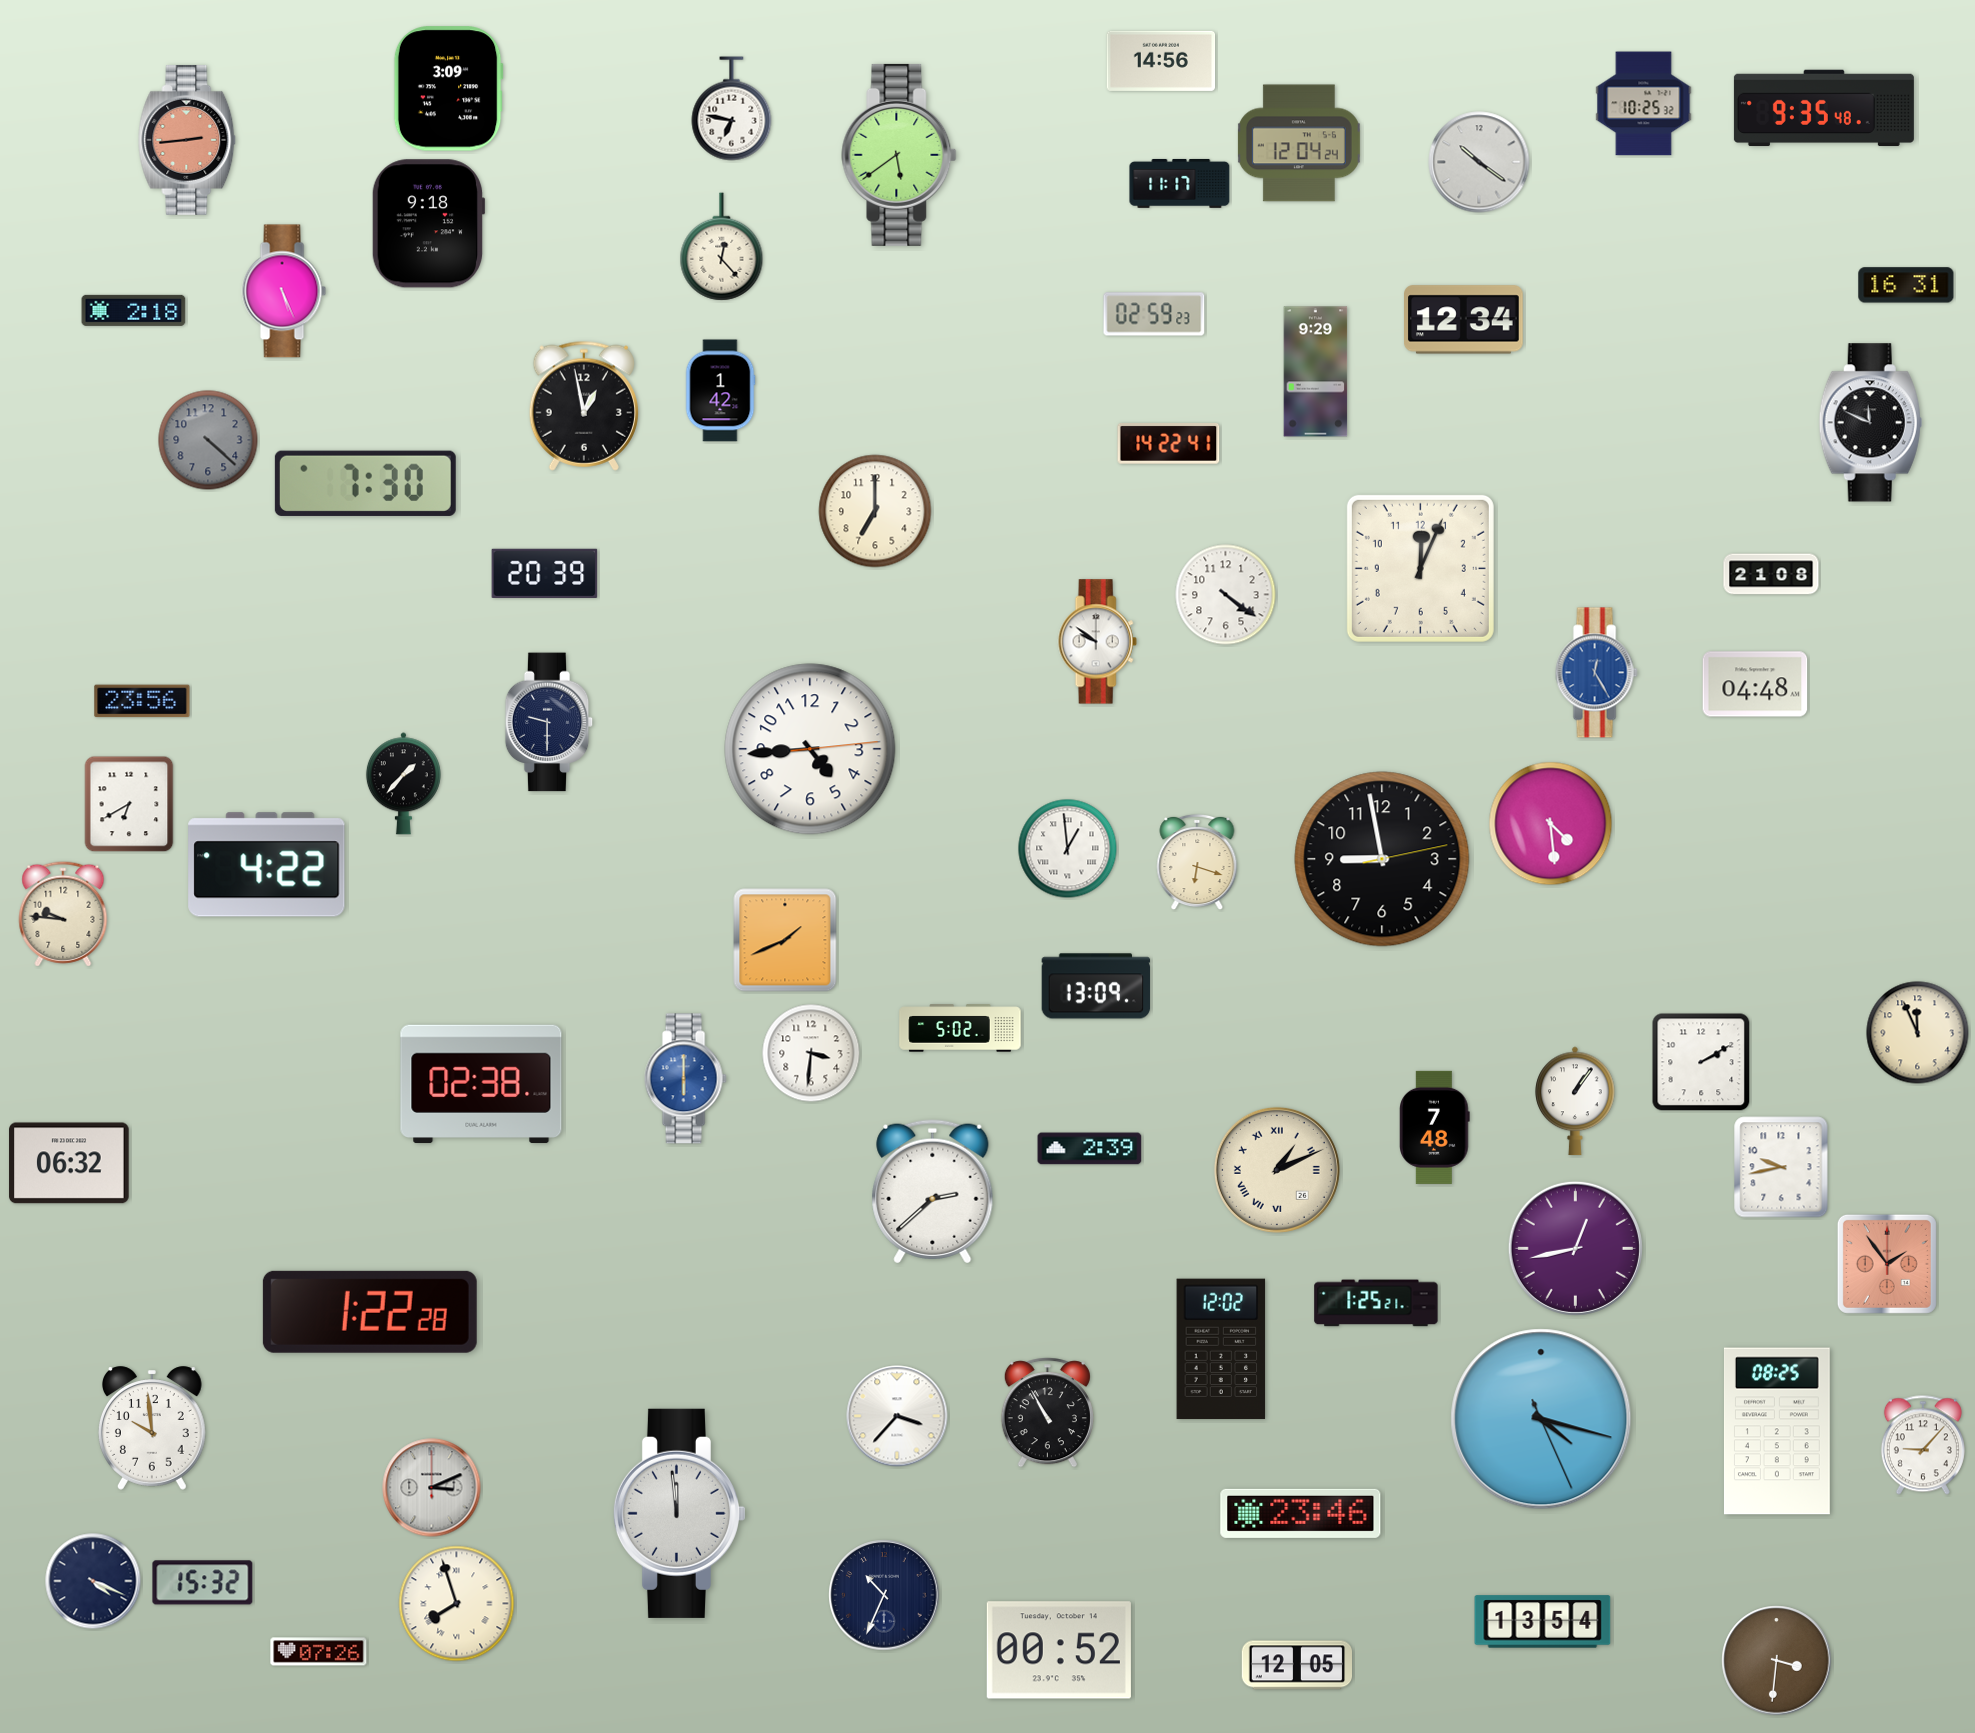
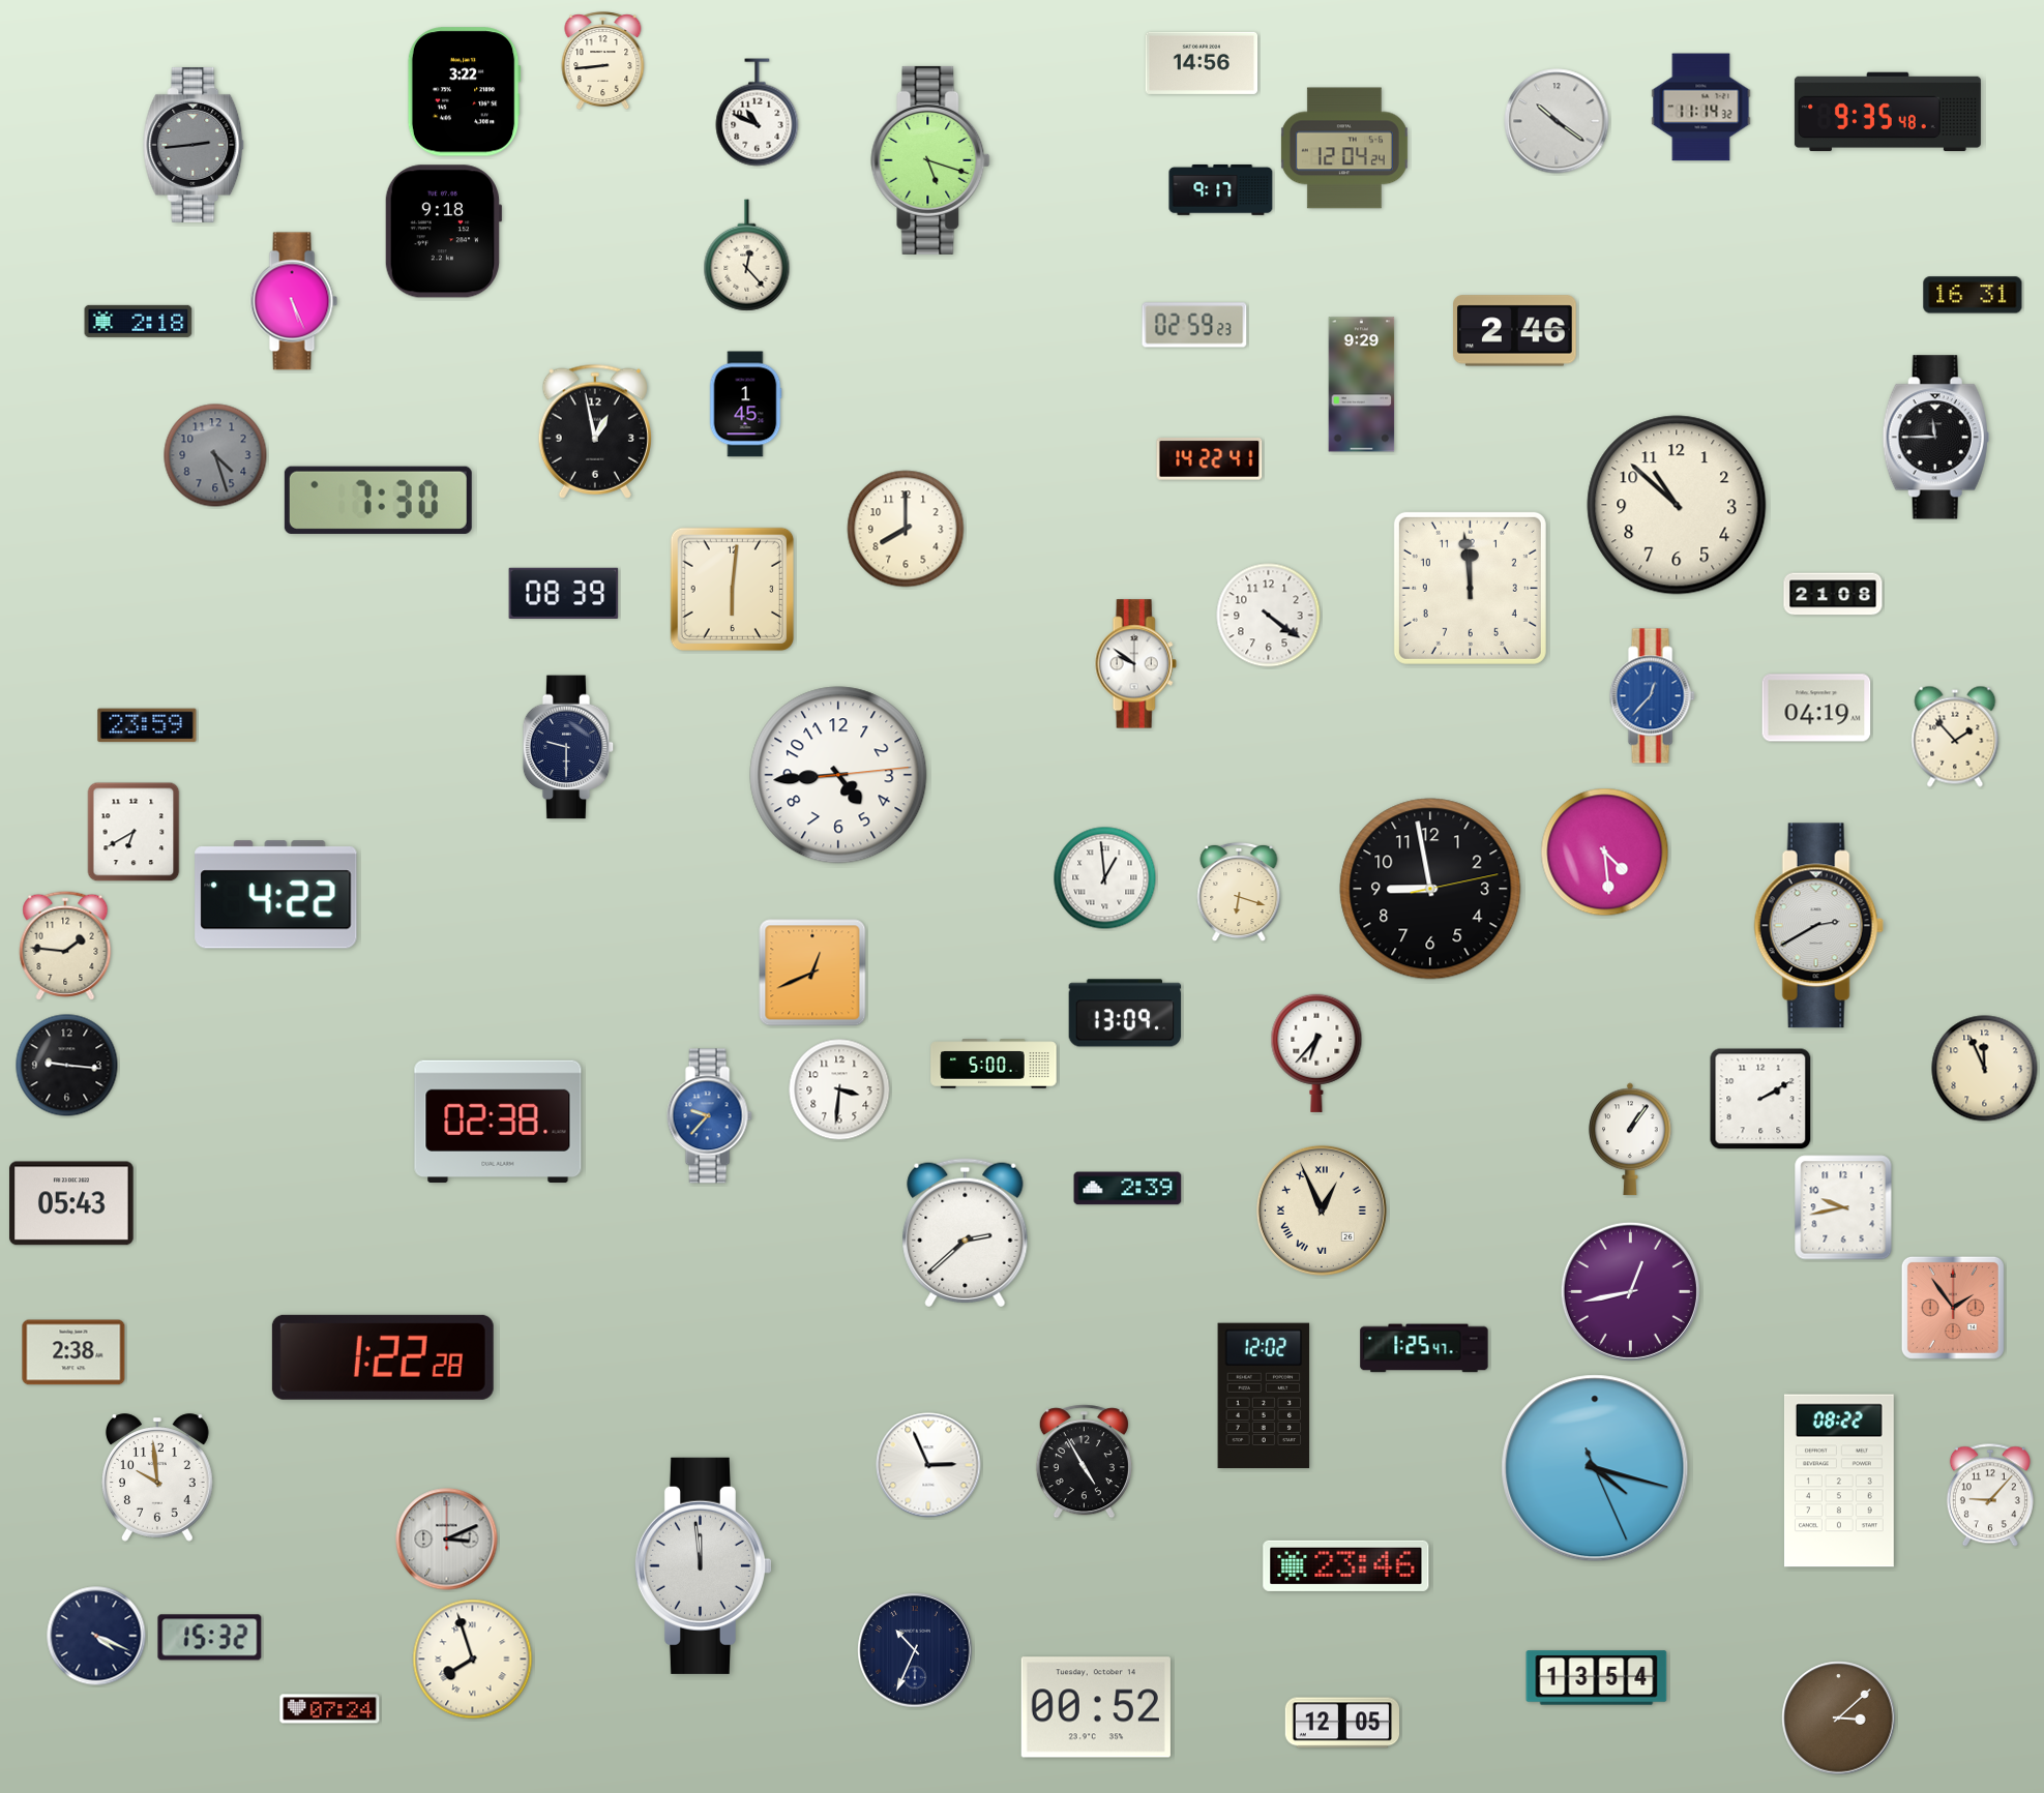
clock at (603, 61): none -> 8:44
clock at (448, 89): 3:09 -> 3:22
clock at (1644, 104): 10:25 -> 11:14
clock at (732, 109): 6:47 -> 10:49
clock at (187, 140) dial: salmon -> grey
clock at (899, 155): 5:39 -> 5:18
clock at (1479, 162) position: (1479, 162) -> (1557, 121)
clock at (1180, 183): 11:17 -> 9:17
clock at (1464, 320): 12:34 -> 2:46
clock at (720, 391): 1:42 -> 1:45
clock at (584, 406) position: (584, 406) -> (595, 431)
clock at (1870, 423): 11:49 -> 11:45
clock at (208, 440): 4:22 -> 4:27
clock at (1677, 505): none -> 10:52
clock at (875, 511): 7:00 -> 8:00
clock at (1420, 568): 12:04 -> 11:59
clock at (733, 590): none -> 6:01
clock at (545, 573): 20:39 -> 08:39
clock at (1596, 673): 12:25 -> 12:37
clock at (1755, 684): 04:48 -> 04:19
clock at (142, 701): 23:56 -> 23:59
clock at (1955, 737): none -> 1:53
clock at (403, 784): 1:37 -> none
clock at (1818, 926): none -> 2:40
clock at (63, 914): 9:46 -> 1:46
clock at (785, 940): 1:41 -> 12:41
clock at (1096, 986) position: (1096, 986) -> (1125, 1013)
clock at (1316, 1053): none -> 6:37
clock at (960, 1028): 5:02 -> 5:00
clock at (67, 1066): none -> 9:16
clock at (685, 1079): 6:00 -> 9:37
clock at (1435, 1127): 7:48 -> none
clock at (69, 1163): 06:32 -> 05:43
clock at (1277, 1170): 1:11 -> 12:56
clock at (1376, 1303): 1:25:21 -> 1:25:47
clock at (73, 1352): none -> 2:38
clock at (1047, 1413): 10:55 -> 4:55
clock at (897, 1416): 3:37 -> 2:56
clock at (1777, 1431): 08:25 -> 08:22
clock at (319, 1652): 07:26 -> 07:24
clock at (1777, 1661): 3:31 -> 3:08
